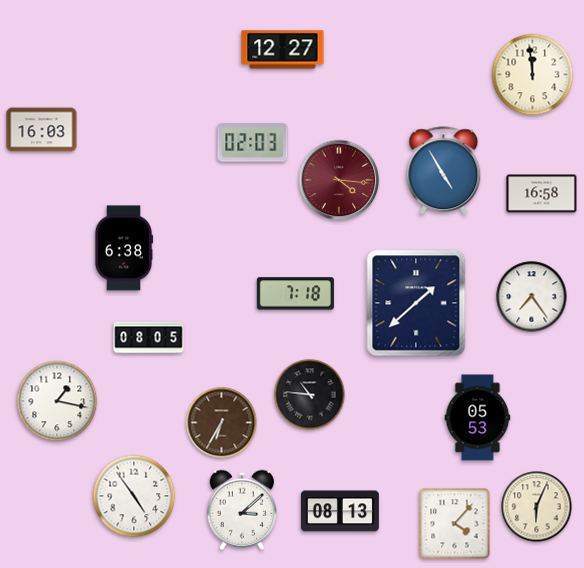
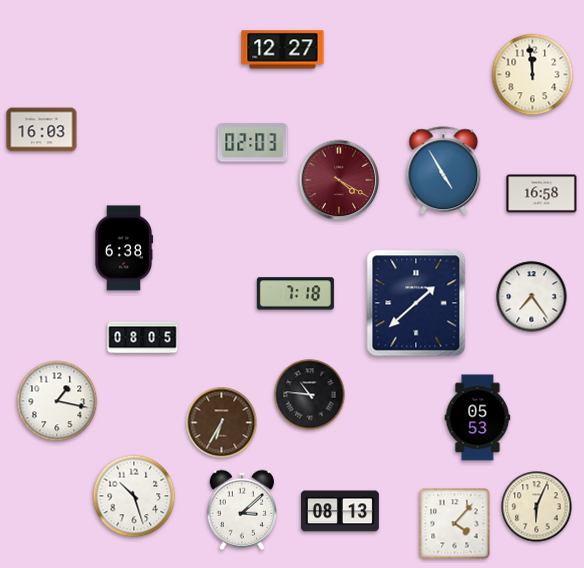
clock at (339, 180): 4:16 -> 4:20
clock at (149, 338) position: (149, 338) -> (143, 338)
clock at (134, 496): 4:54 -> 10:27
